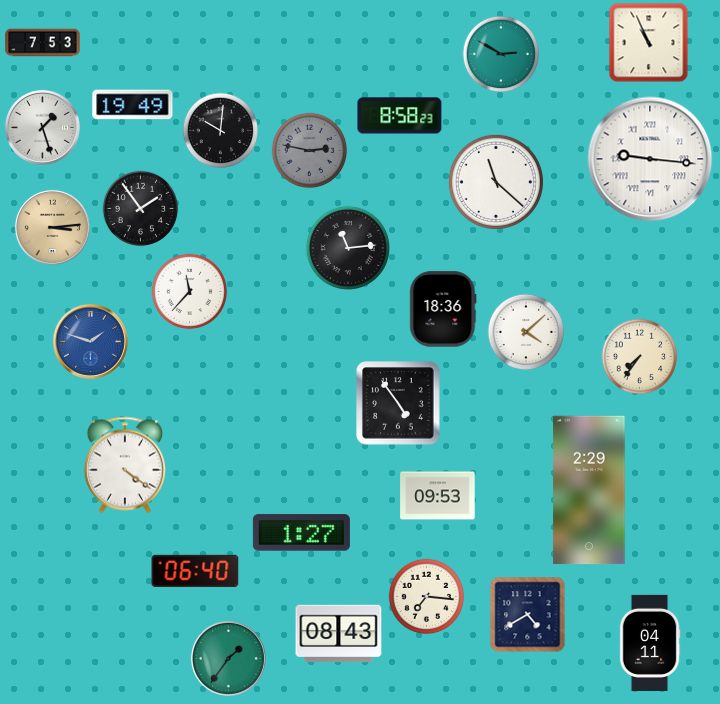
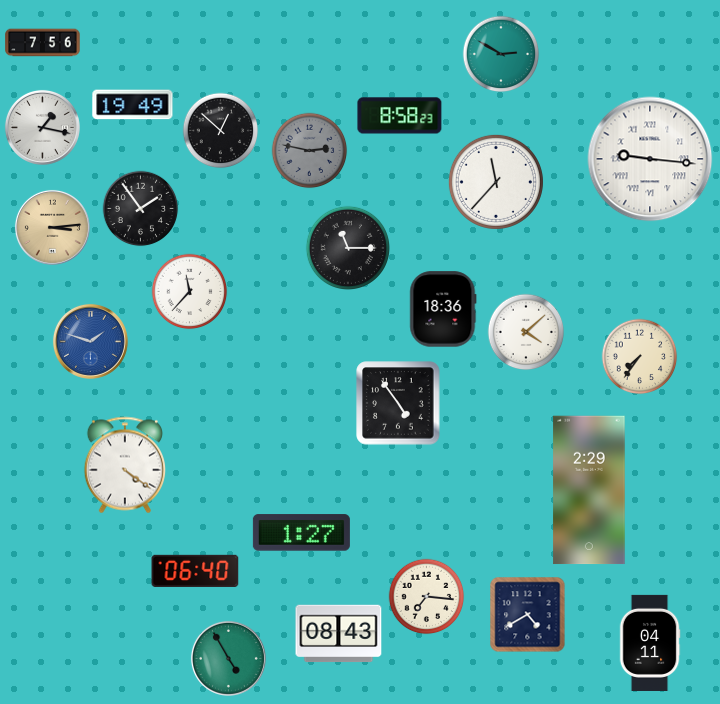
clock at (43, 43): 7:53 -> 7:56
clock at (649, 43): 10:56 -> none
clock at (42, 127): 1:27 -> 1:17
clock at (221, 131): 10:01 -> 12:52
clock at (496, 182): 11:22 -> 11:37
clock at (347, 247): 11:14 -> 11:15
clock at (438, 496): 09:53 -> none
clock at (228, 658): 1:36 -> 4:55
